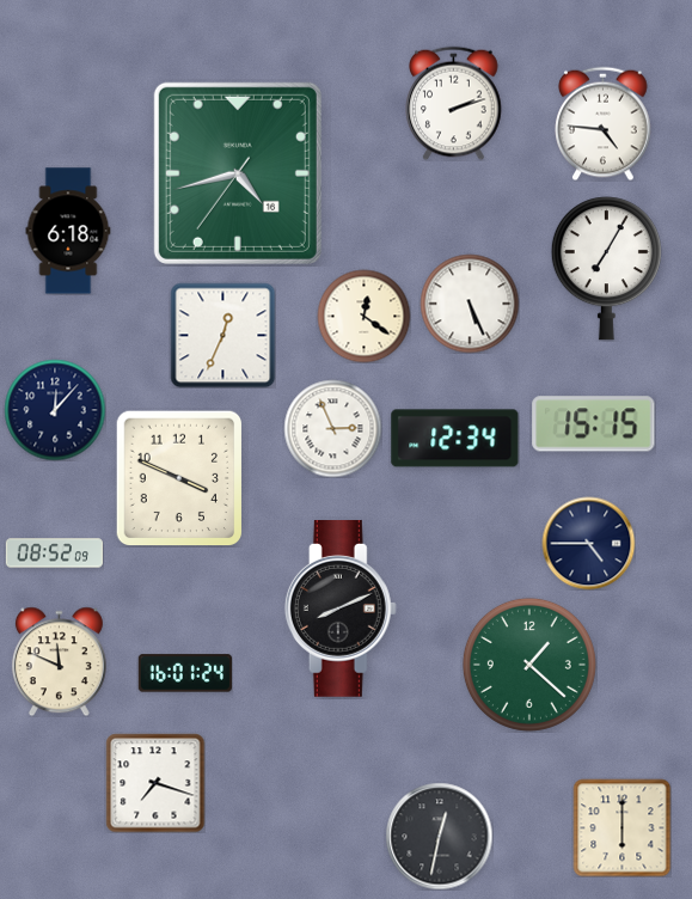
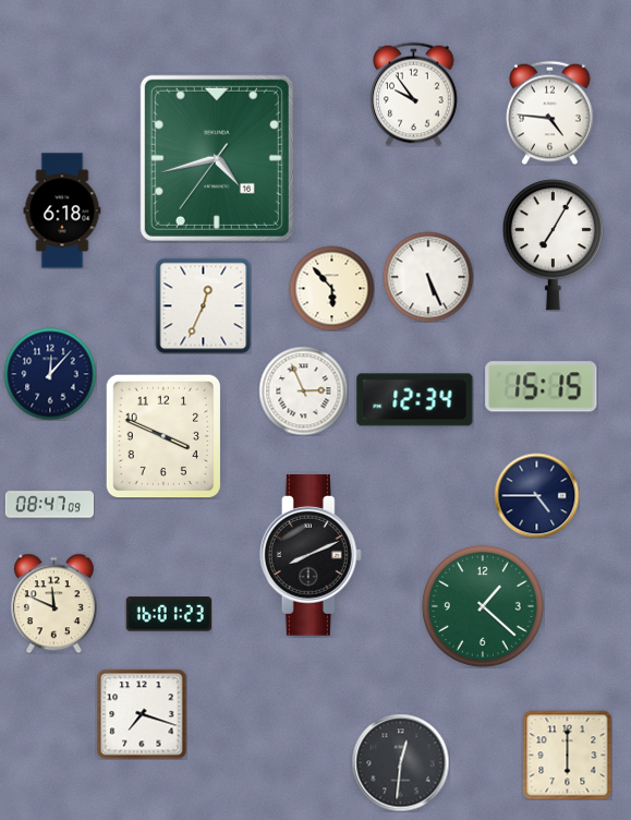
clock at (454, 103): 2:12 -> 9:54
clock at (363, 316): 12:21 -> 5:53
clock at (54, 554): 08:52 -> 08:47
clock at (184, 673): 16:01:24 -> 16:01:23
clock at (439, 836): 12:32 -> 12:31
